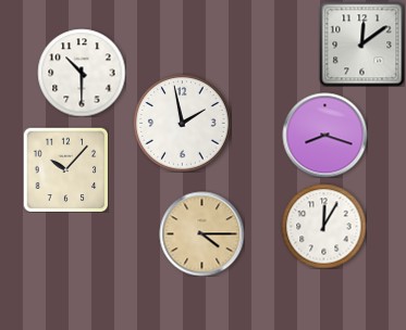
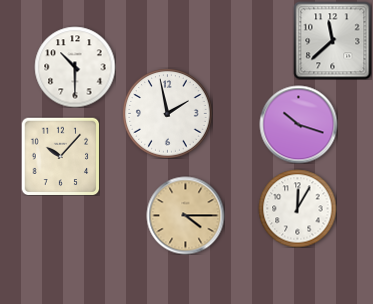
clock at (361, 43): 12:09 -> 11:38
clock at (324, 135): 8:18 -> 10:18
